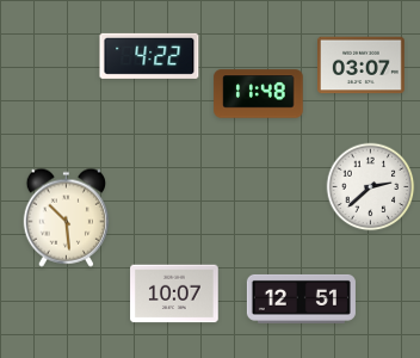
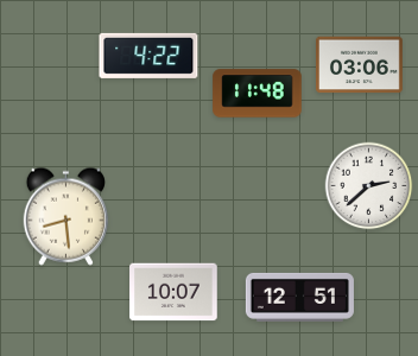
clock at (362, 66): 03:07 -> 03:06
clock at (66, 217): 10:29 -> 8:29
